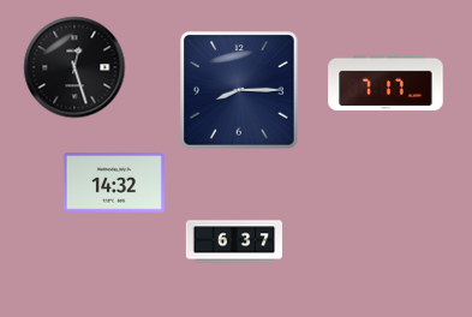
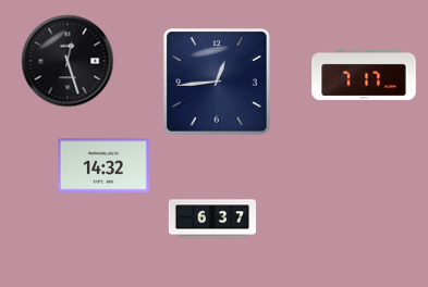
clock at (386, 83) position: (386, 83) -> (364, 75)
clock at (239, 90): 8:15 -> 12:44
